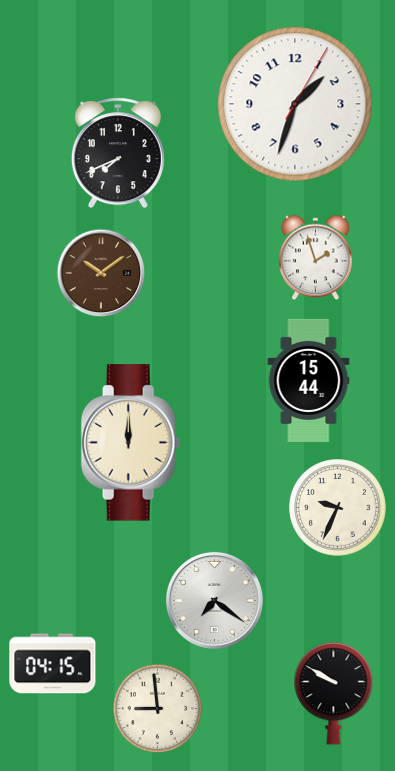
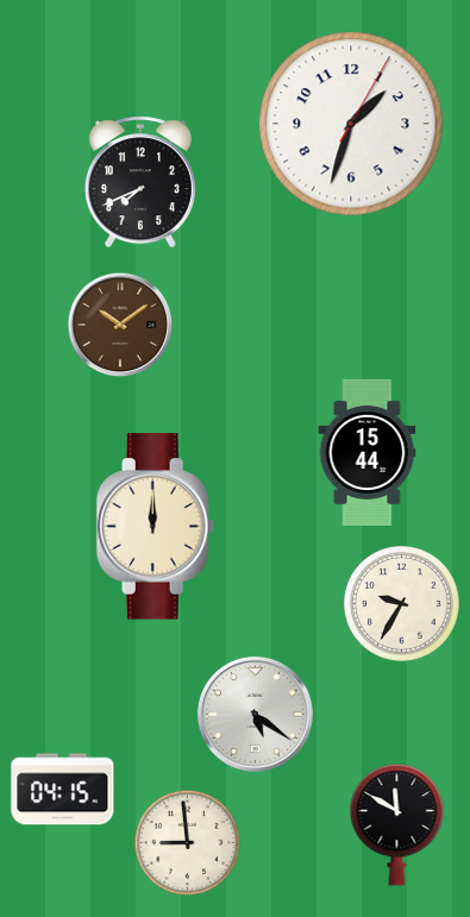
clock at (316, 258): 1:57 -> none
clock at (338, 508): 9:34 -> 9:35
clock at (214, 600): 7:21 -> 5:21
clock at (334, 694): 9:50 -> 11:50
